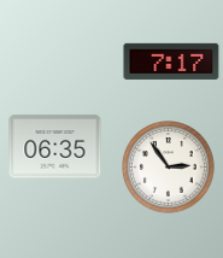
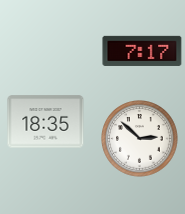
clock at (55, 147): 06:35 -> 18:35
clock at (169, 168): 2:54 -> 2:52
